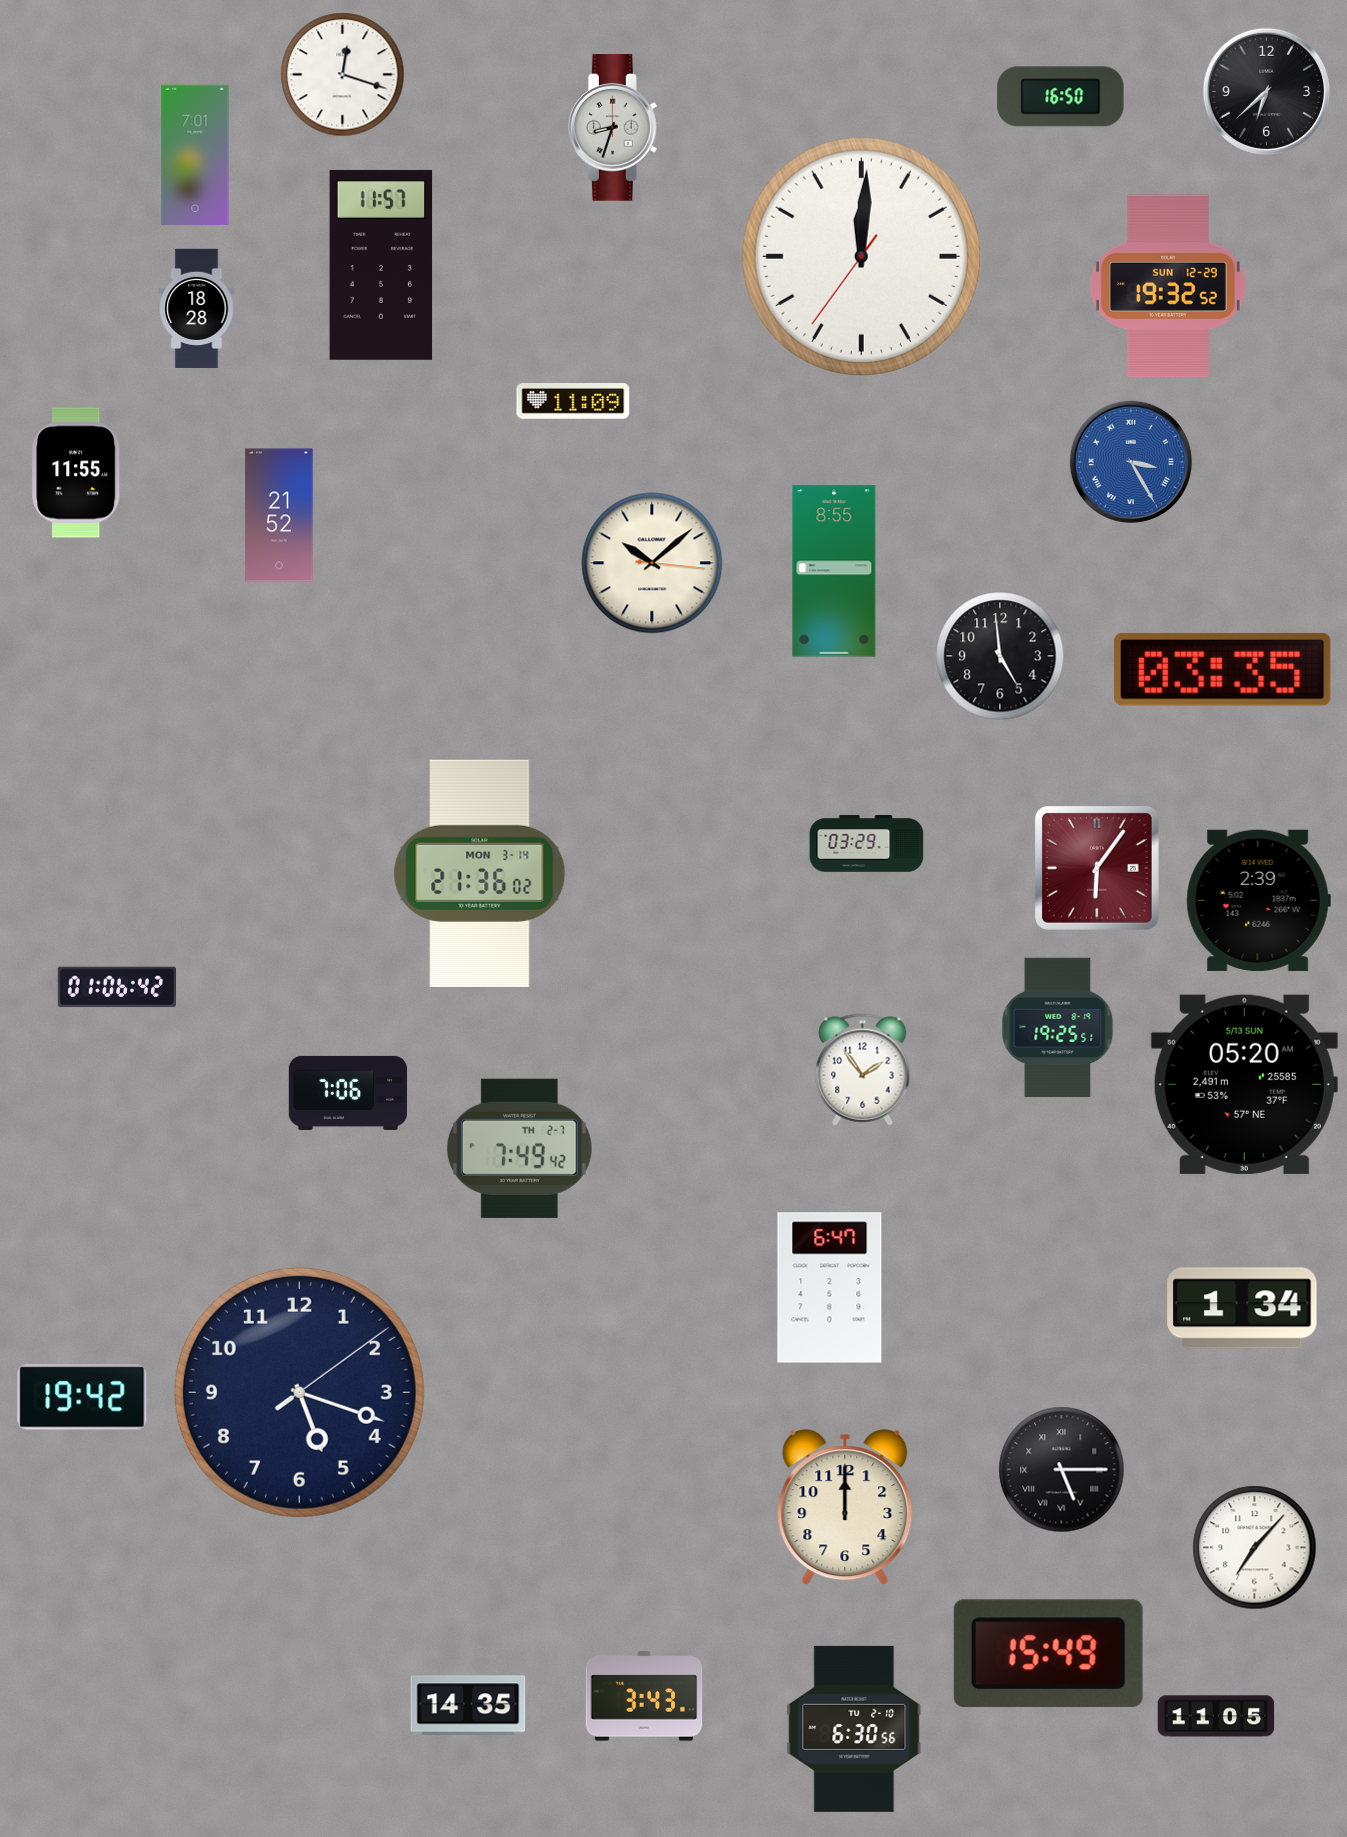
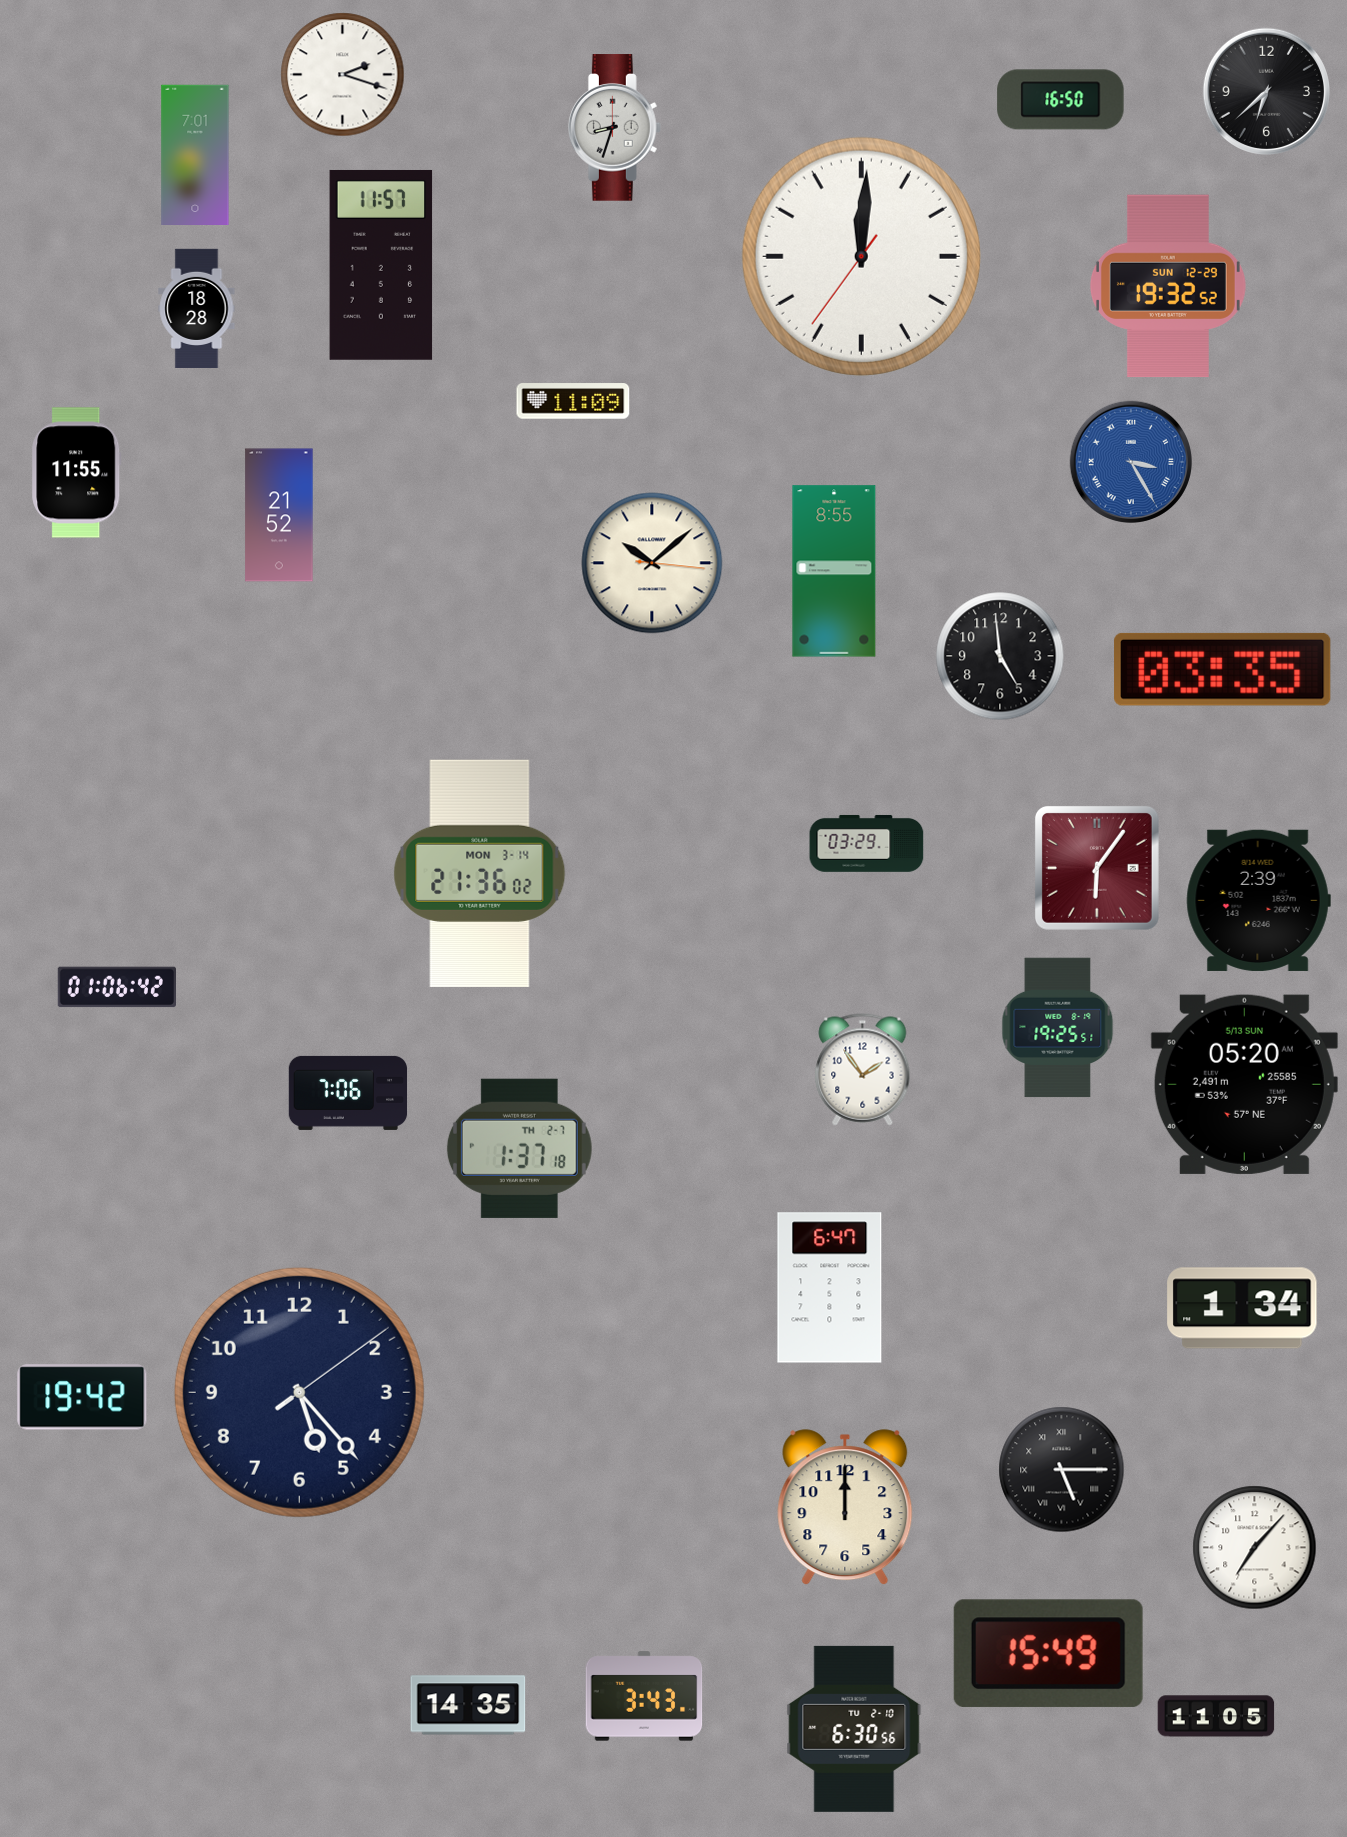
clock at (343, 75): 12:18 -> 2:18
clock at (1061, 97) position: (1061, 97) -> (1061, 100)
clock at (519, 1148): 7:49 -> 1:37
clock at (299, 1392): 5:18 -> 5:23
